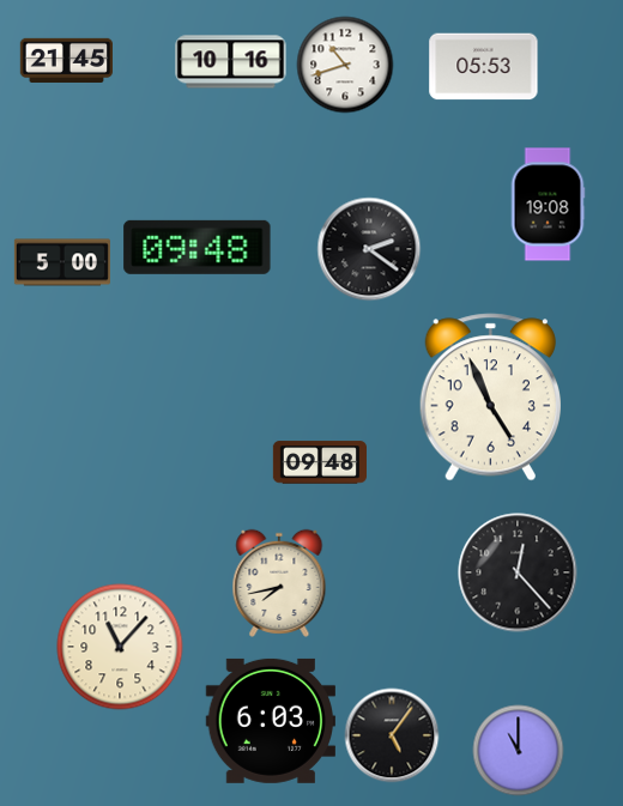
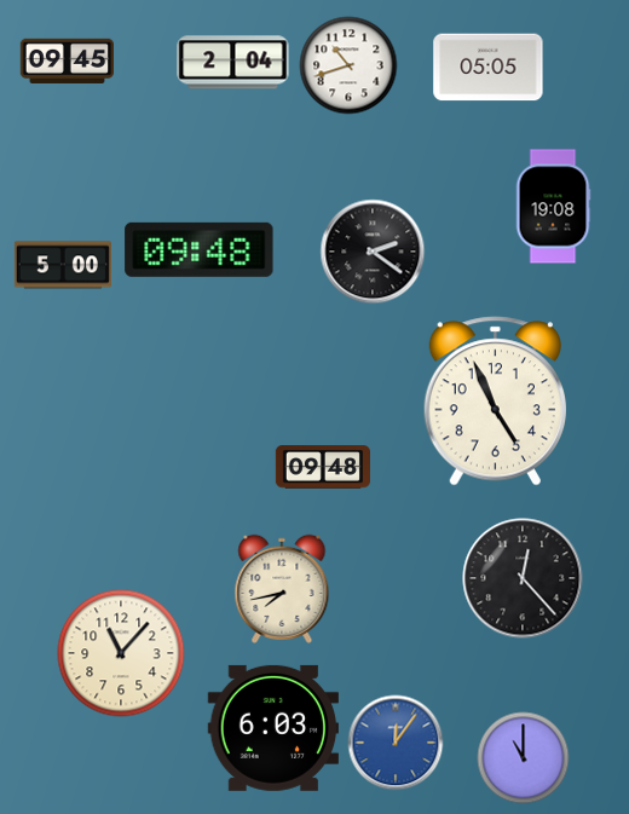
clock at (67, 60): 21:45 -> 09:45
clock at (231, 62): 10:16 -> 2:04
clock at (484, 67): 05:53 -> 05:05
clock at (392, 735): 5:06 -> 12:06
clock at (392, 735) dial: black -> blue
